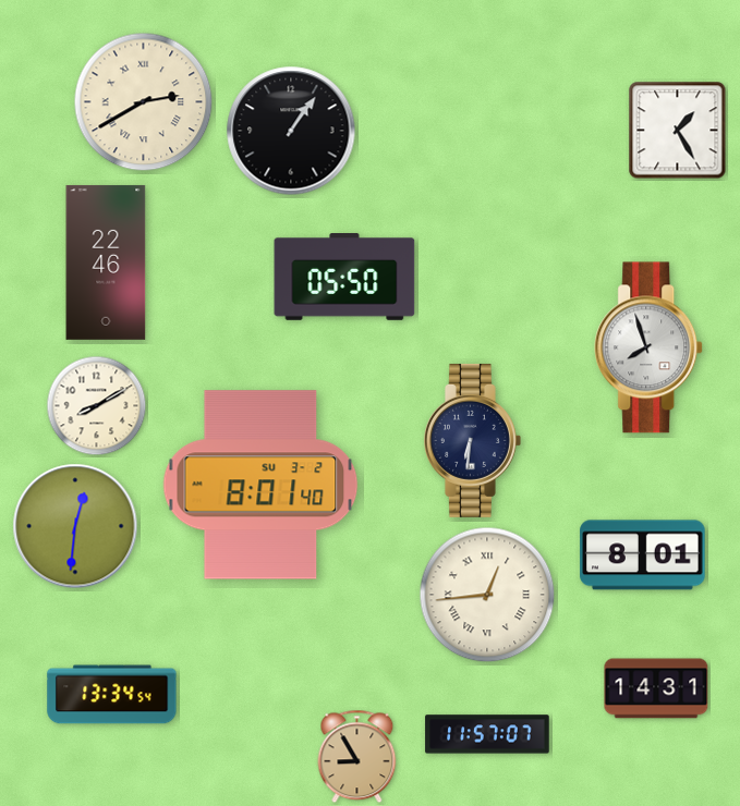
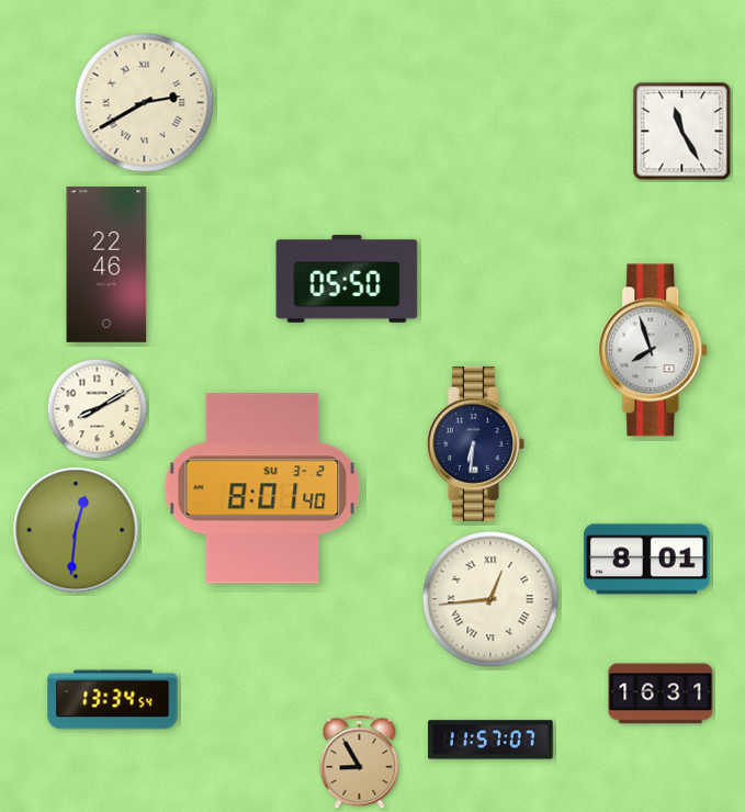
clock at (291, 131): 1:06 -> none
clock at (678, 131): 1:25 -> 11:25
clock at (656, 688): 14:31 -> 16:31
